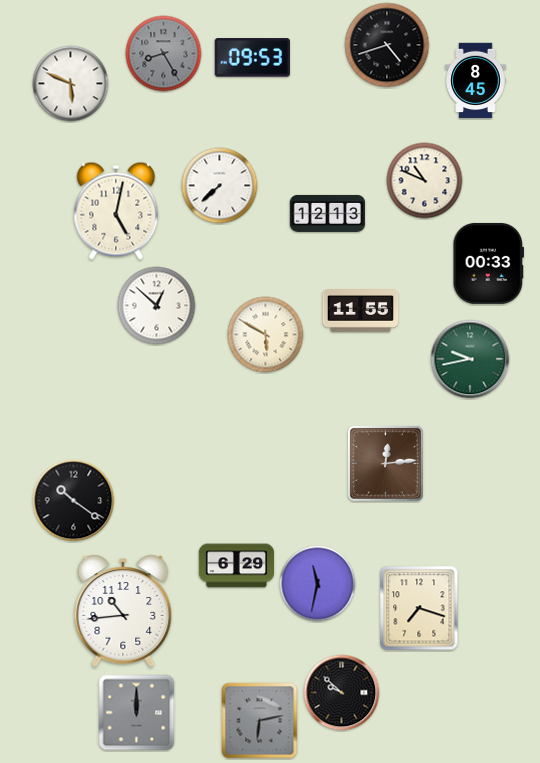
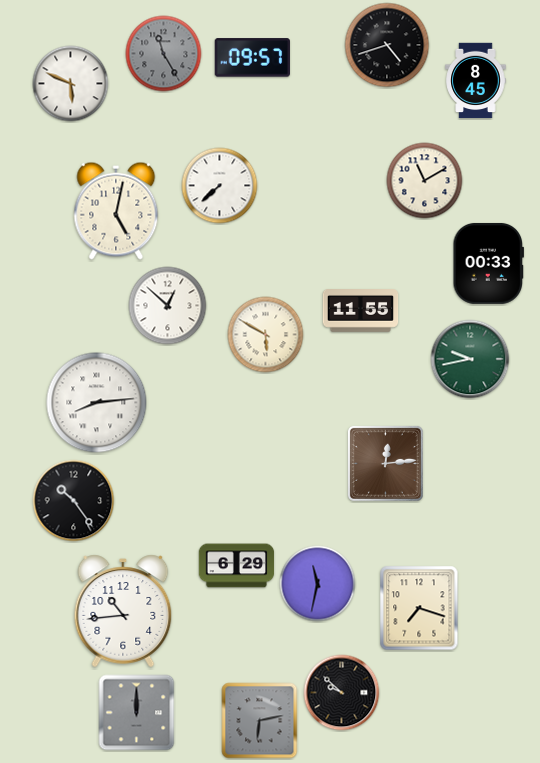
clock at (164, 54): 8:25 -> 11:25
clock at (252, 58): 09:53 -> 09:57
clock at (425, 181): 10:49 -> 11:10
clock at (328, 213): 12:13 -> none
clock at (157, 306) position: (157, 306) -> (168, 306)
clock at (97, 403): none -> 8:14
clock at (74, 501): 10:21 -> 10:24
